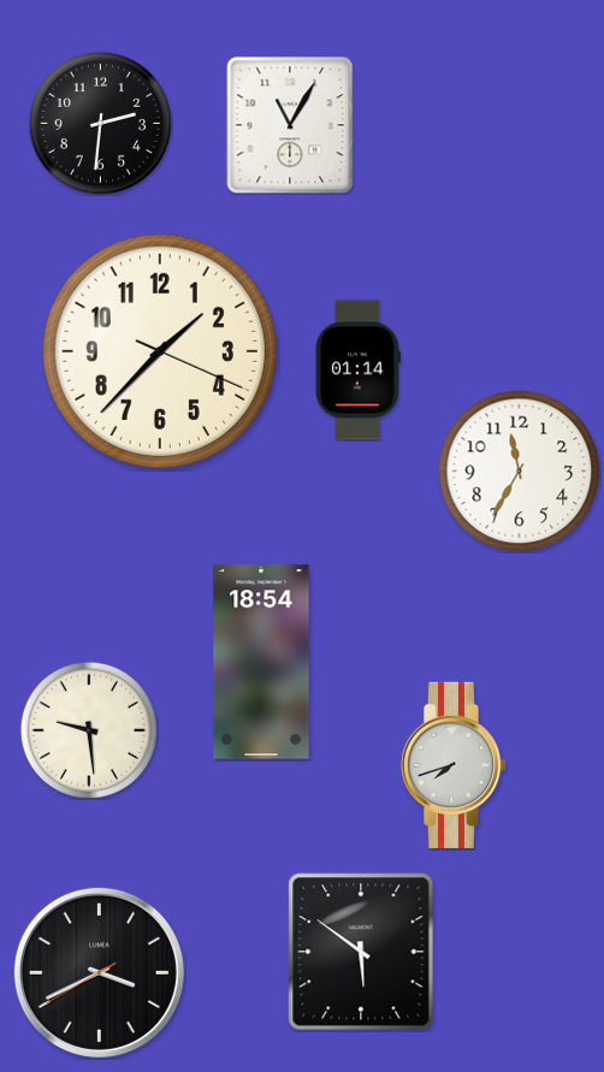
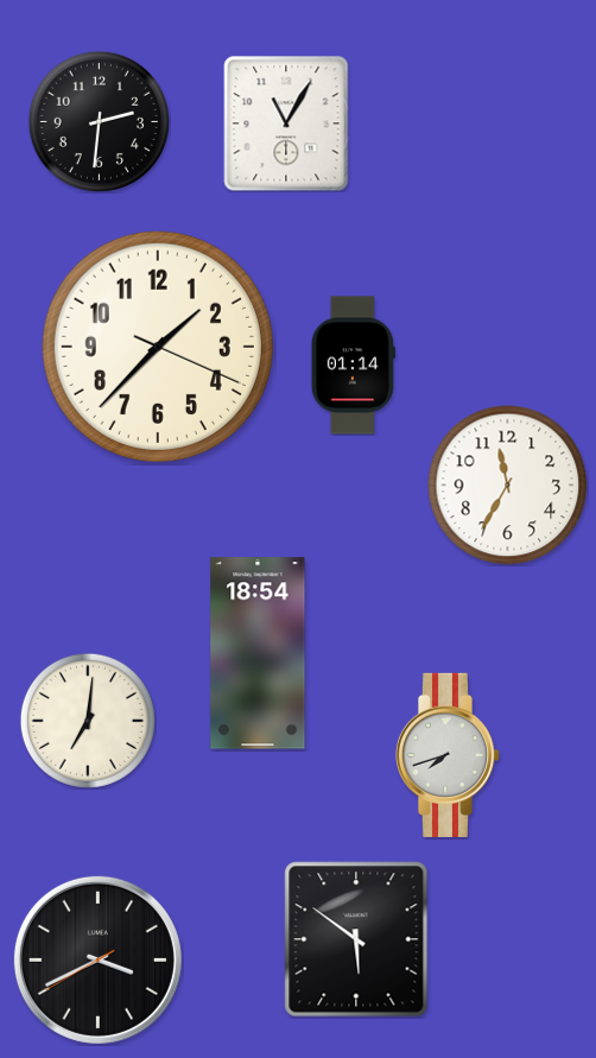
clock at (520, 472) position: (520, 472) -> (508, 486)
clock at (89, 730): 9:29 -> 7:01
